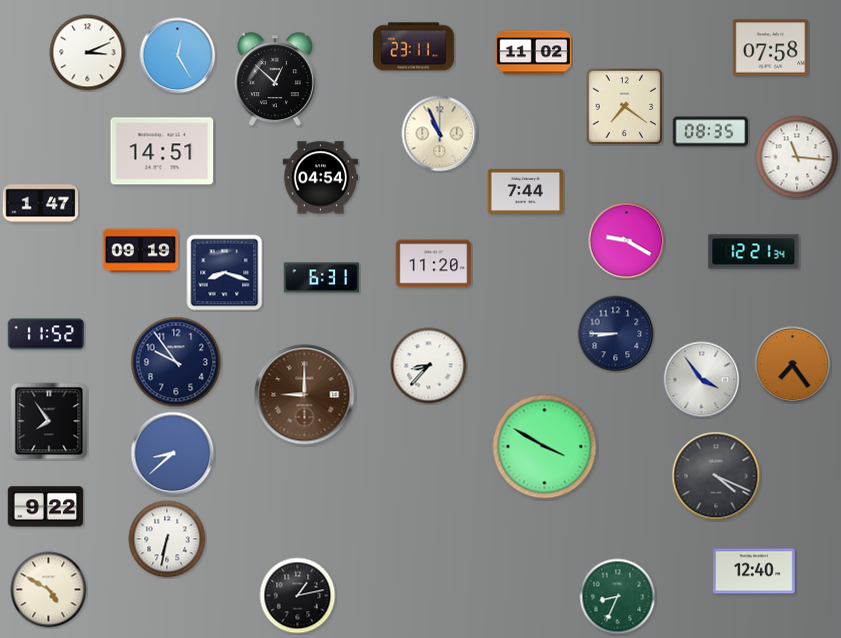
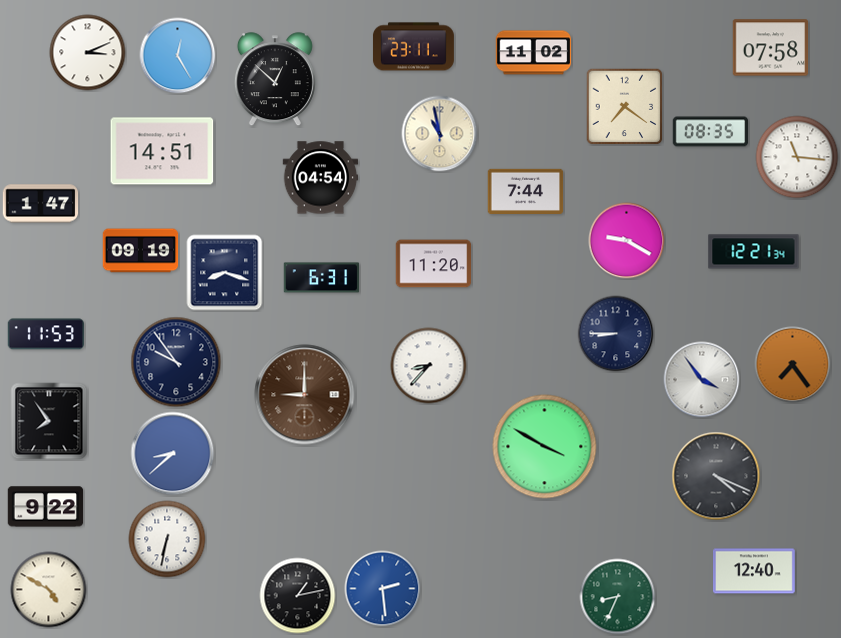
clock at (440, 134): 10:56 -> 10:58
clock at (46, 334): 11:52 -> 11:53
clock at (383, 589): none -> 2:29
